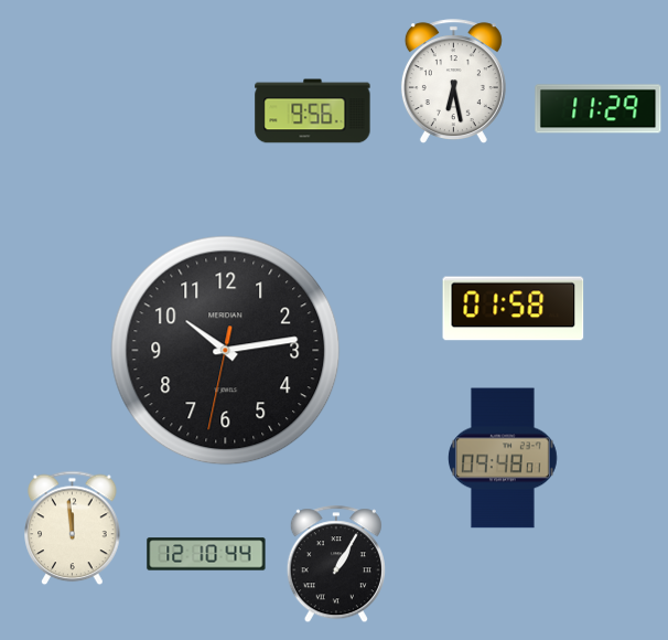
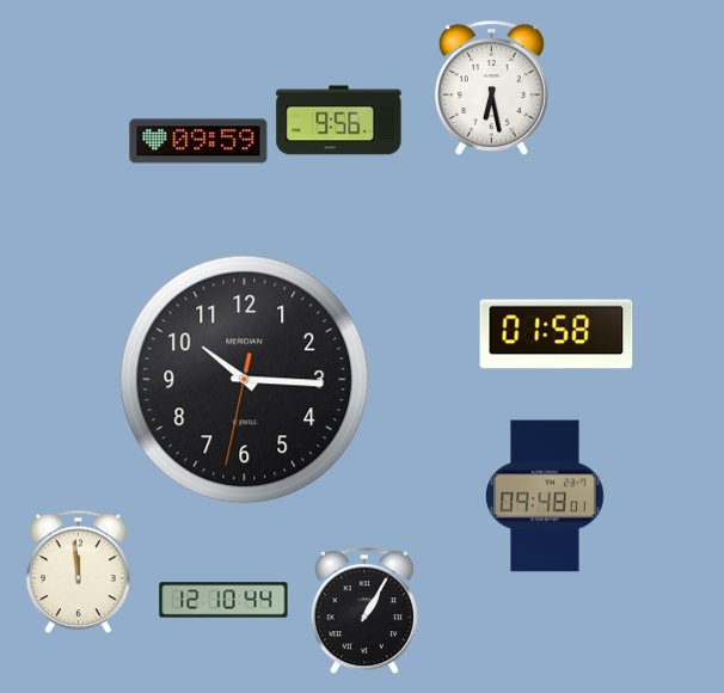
clock at (599, 109): 11:29 -> none
clock at (198, 141): none -> 09:59
clock at (226, 351): 10:13 -> 10:15
